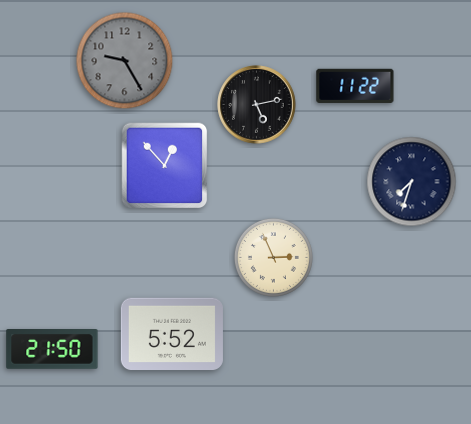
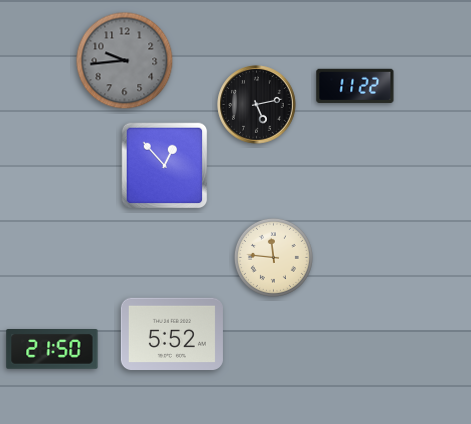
clock at (125, 61): 9:25 -> 9:44
clock at (412, 182): 7:33 -> none
clock at (273, 257): 2:56 -> 11:46
